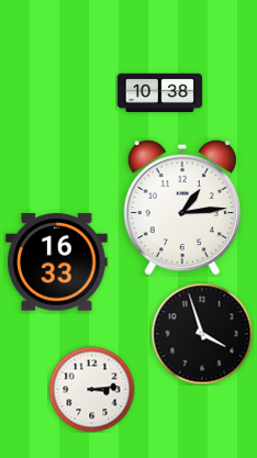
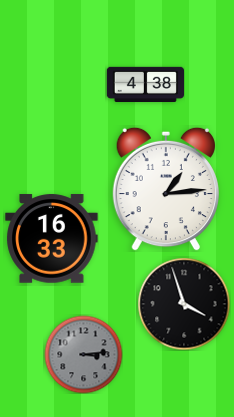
clock at (159, 92): 10:38 -> 4:38
clock at (91, 389) dial: white -> grey
